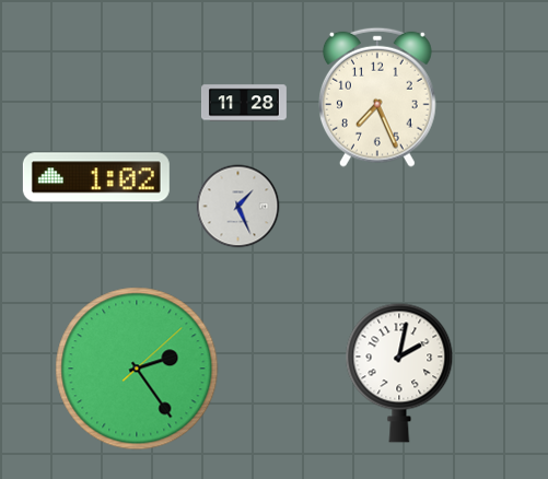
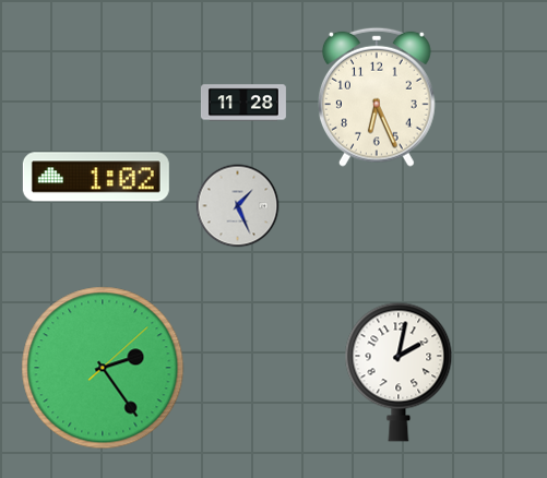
clock at (377, 97): 7:26 -> 6:26
clock at (137, 369) position: (137, 369) -> (103, 368)
